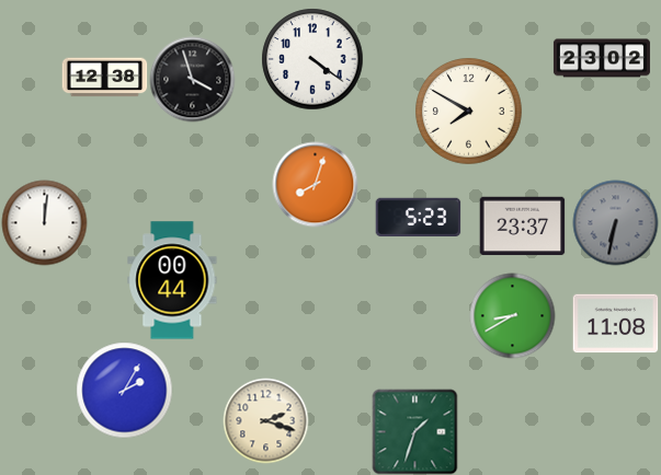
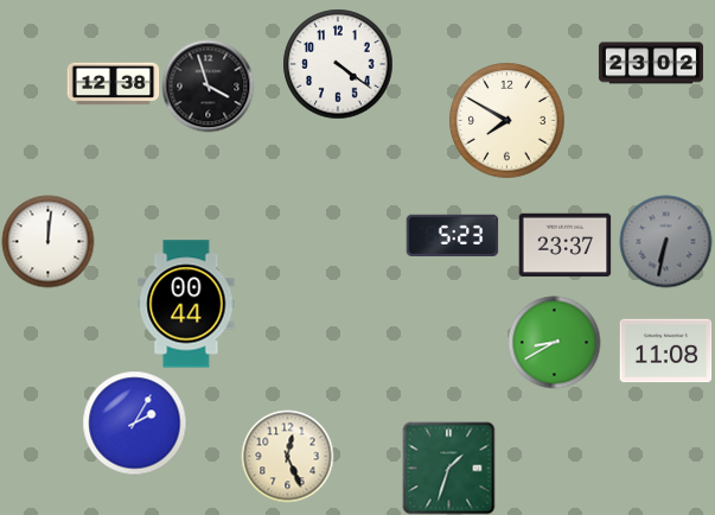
clock at (315, 184): 8:03 -> none
clock at (265, 420): 2:18 -> 12:26
